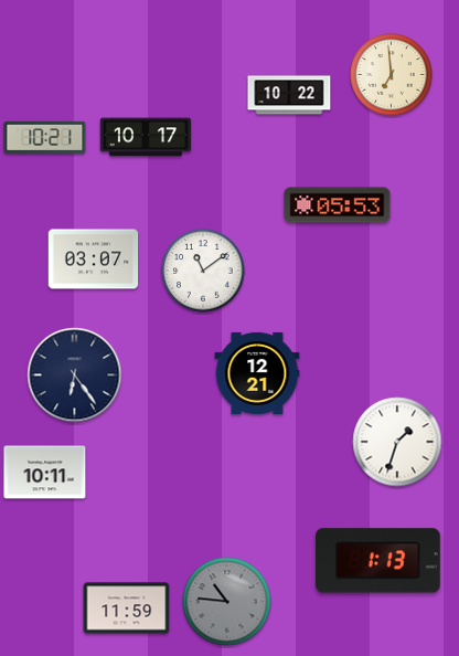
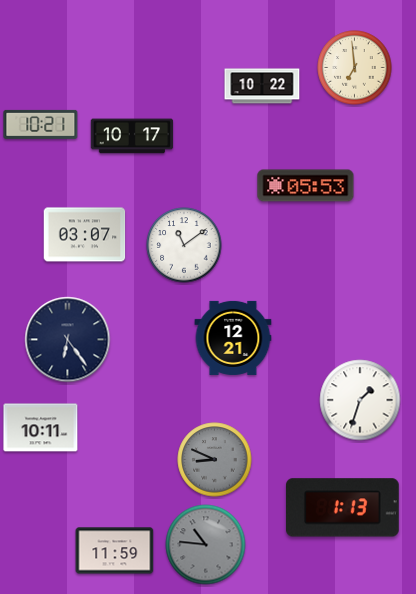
clock at (146, 137) position: (146, 137) -> (132, 136)
clock at (215, 460): none -> 8:49
